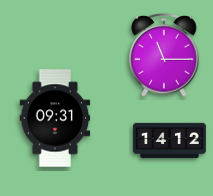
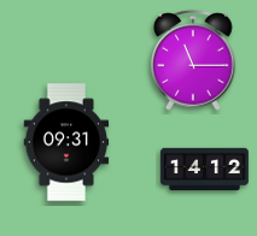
clock at (164, 56) position: (164, 56) -> (193, 61)
